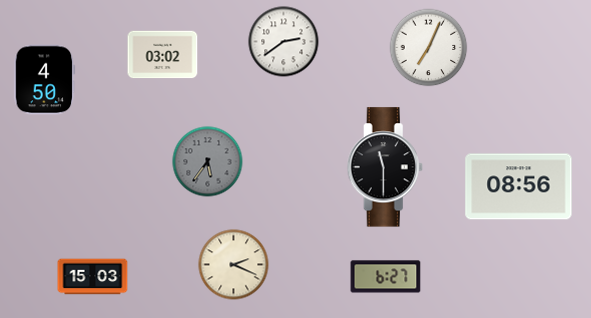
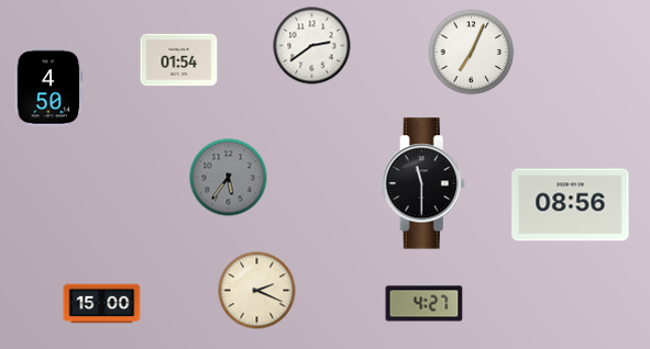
clock at (163, 55): 03:02 -> 01:54
clock at (93, 277): 15:03 -> 15:00
clock at (386, 277): 6:27 -> 4:27
